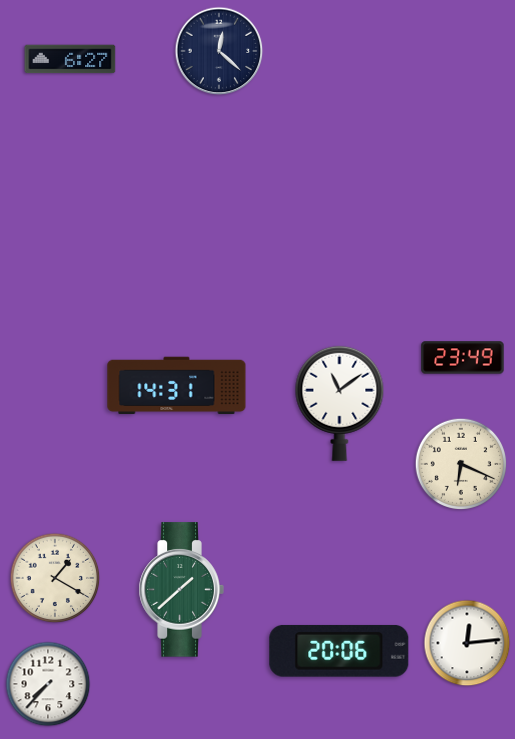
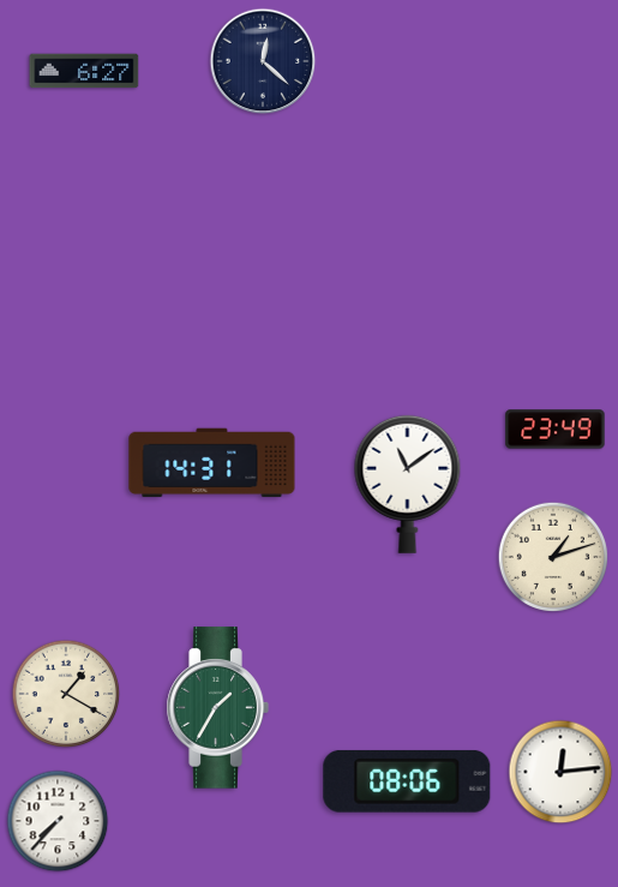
clock at (461, 464): 6:19 -> 1:12
clock at (181, 590): 1:38 -> 1:35
clock at (339, 651): 20:06 -> 08:06
